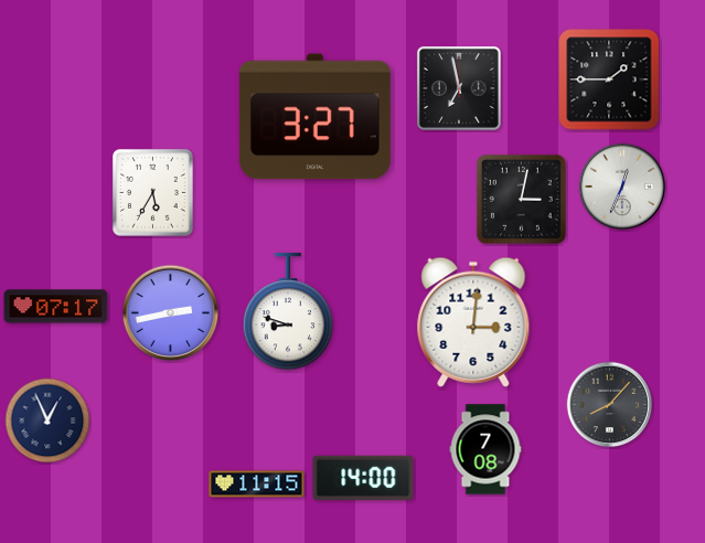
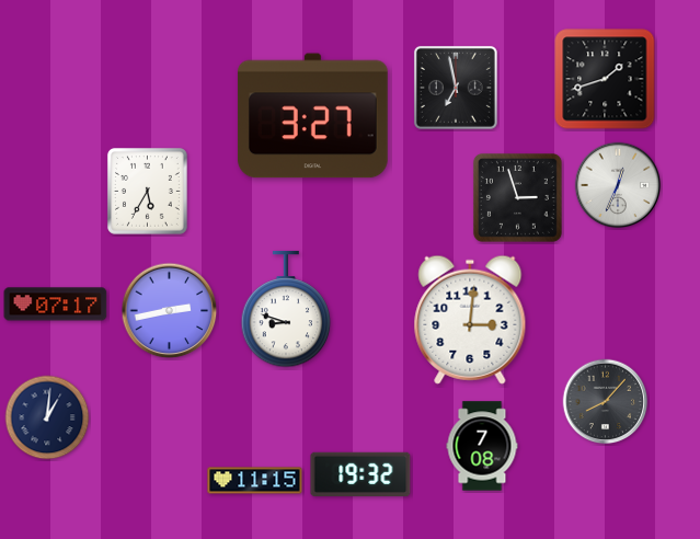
clock at (609, 79): 1:45 -> 1:42
clock at (152, 192) position: (152, 192) -> (147, 191)
clock at (521, 199): 3:02 -> 2:57
clock at (47, 420): 12:56 -> 1:01
clock at (363, 478): 14:00 -> 19:32
